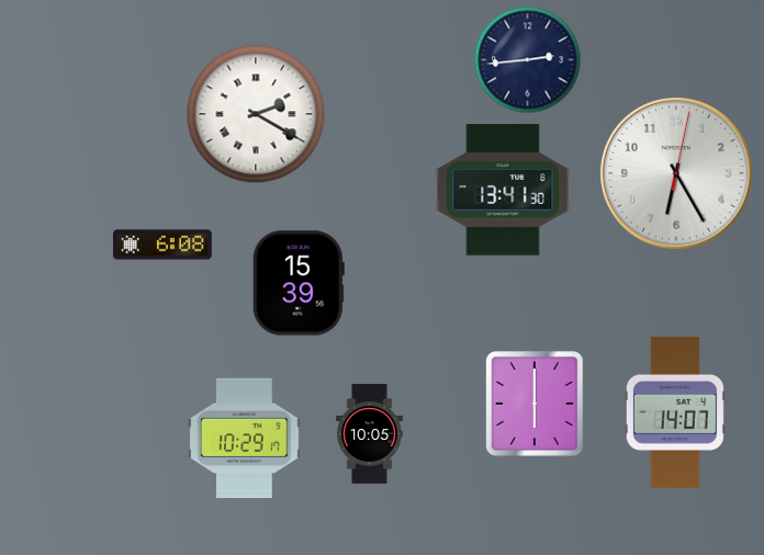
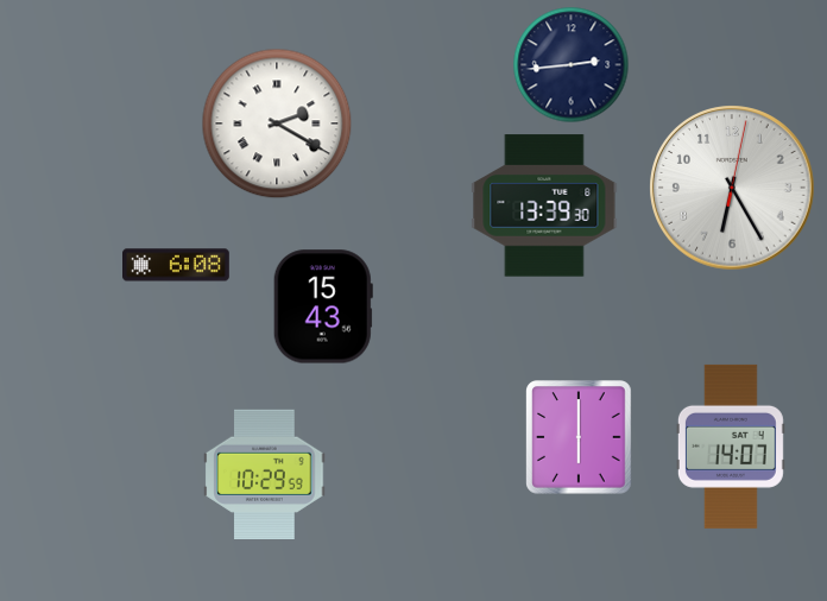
clock at (503, 190): 13:41 -> 13:39
clock at (299, 283): 15:39 -> 15:43
clock at (370, 434): 10:05 -> none
clock at (245, 438): 10:29:17 -> 10:29:59
